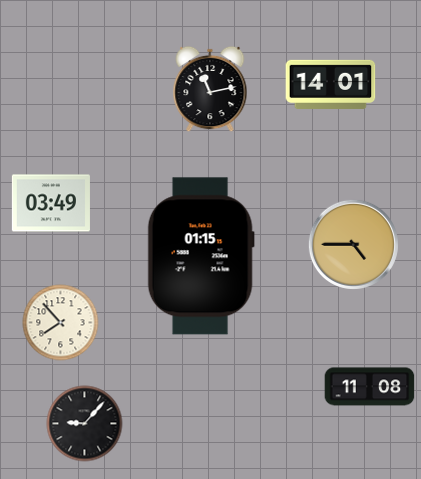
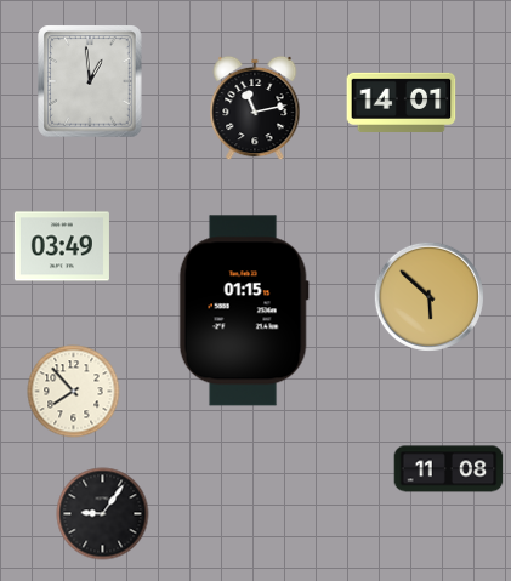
clock at (90, 81): none -> 12:59
clock at (353, 244): 4:45 -> 5:52
clock at (85, 424): 9:07 -> 9:06
